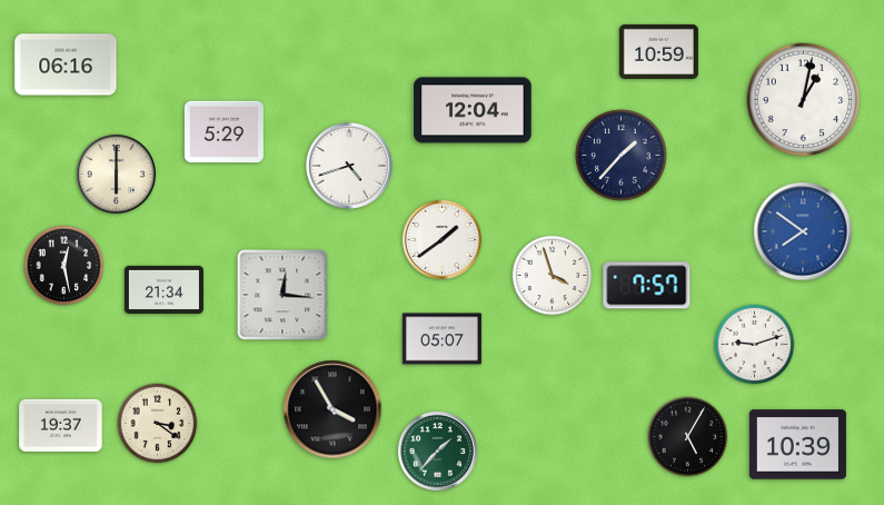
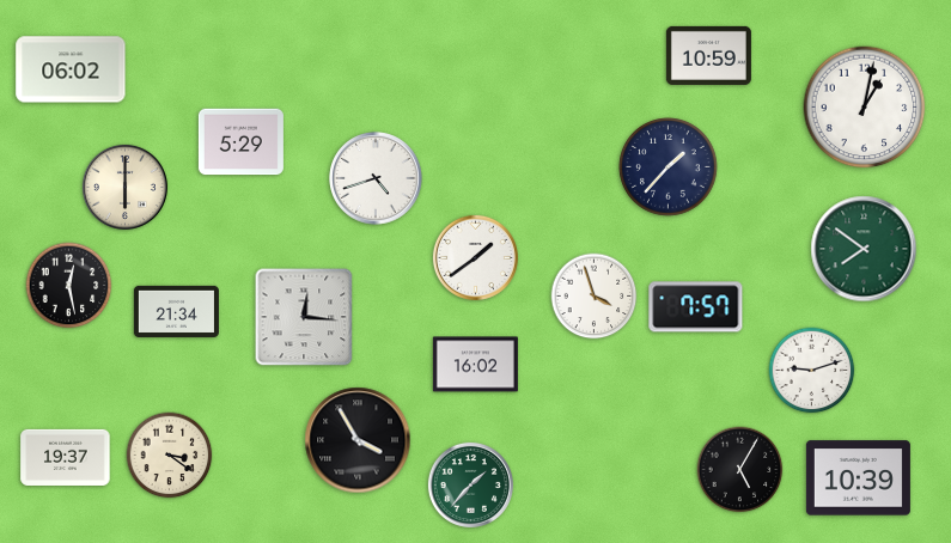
clock at (66, 65): 06:16 -> 06:02
clock at (473, 110): 12:04 -> none
clock at (803, 231) dial: blue -> green
clock at (441, 339): 05:07 -> 16:02
